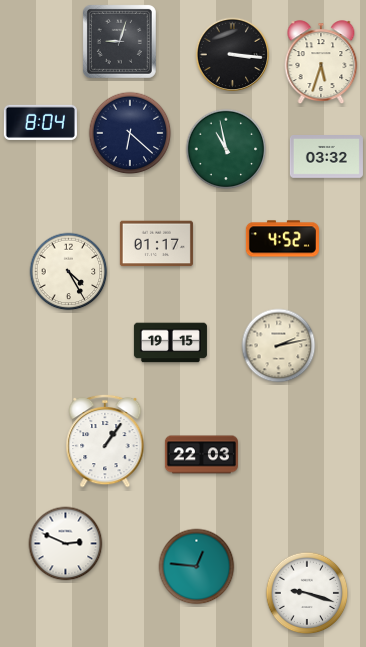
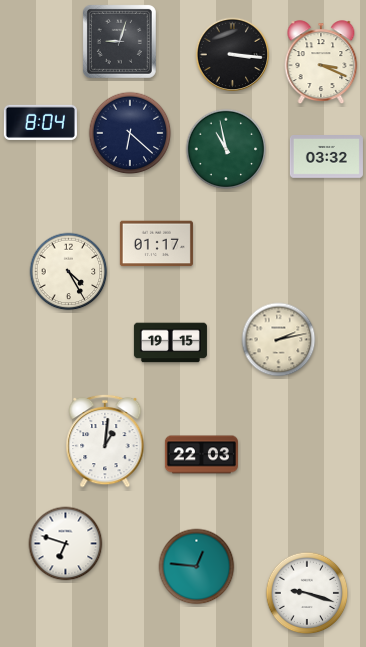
clock at (321, 62): 5:33 -> 3:19
clock at (282, 239): 4:52 -> none
clock at (279, 346) position: (279, 346) -> (279, 340)
clock at (105, 441): 1:06 -> 1:01
clock at (66, 544): 2:49 -> 6:48
